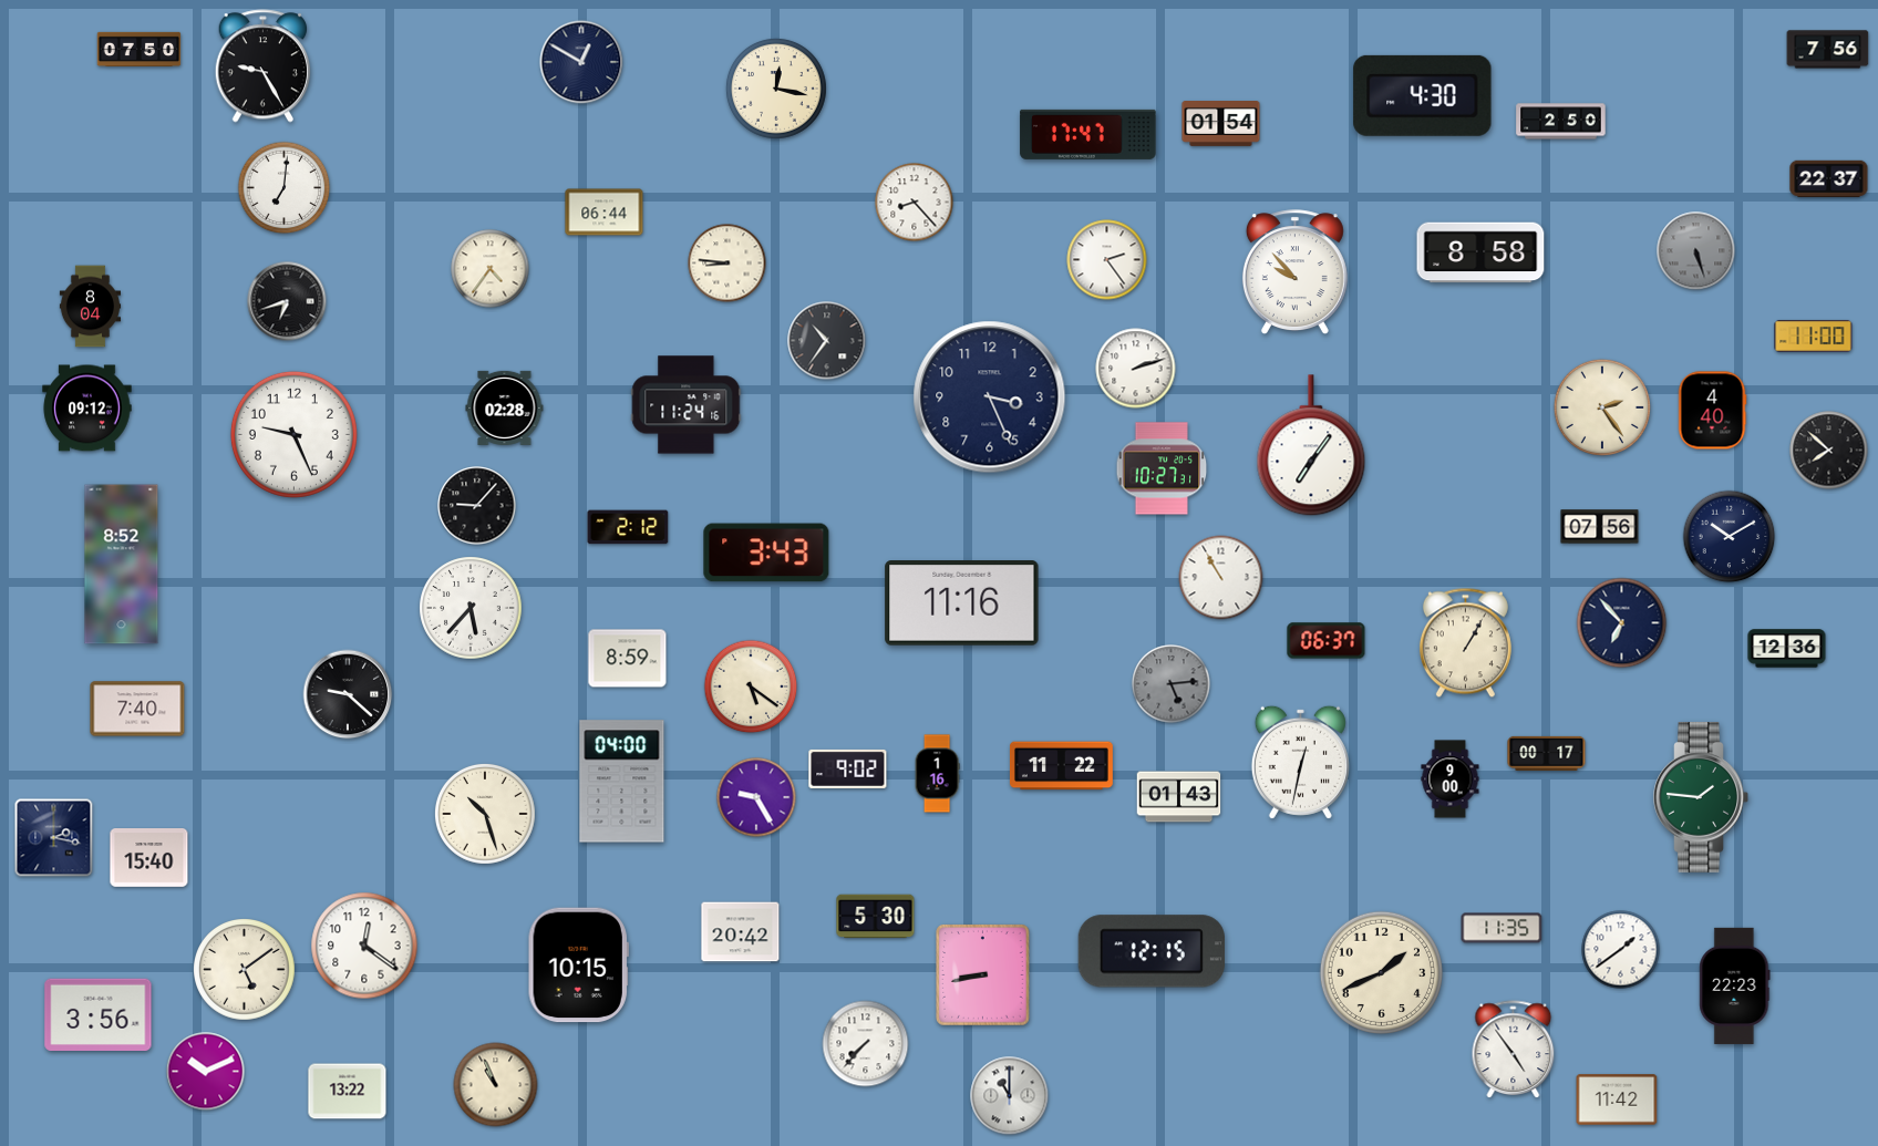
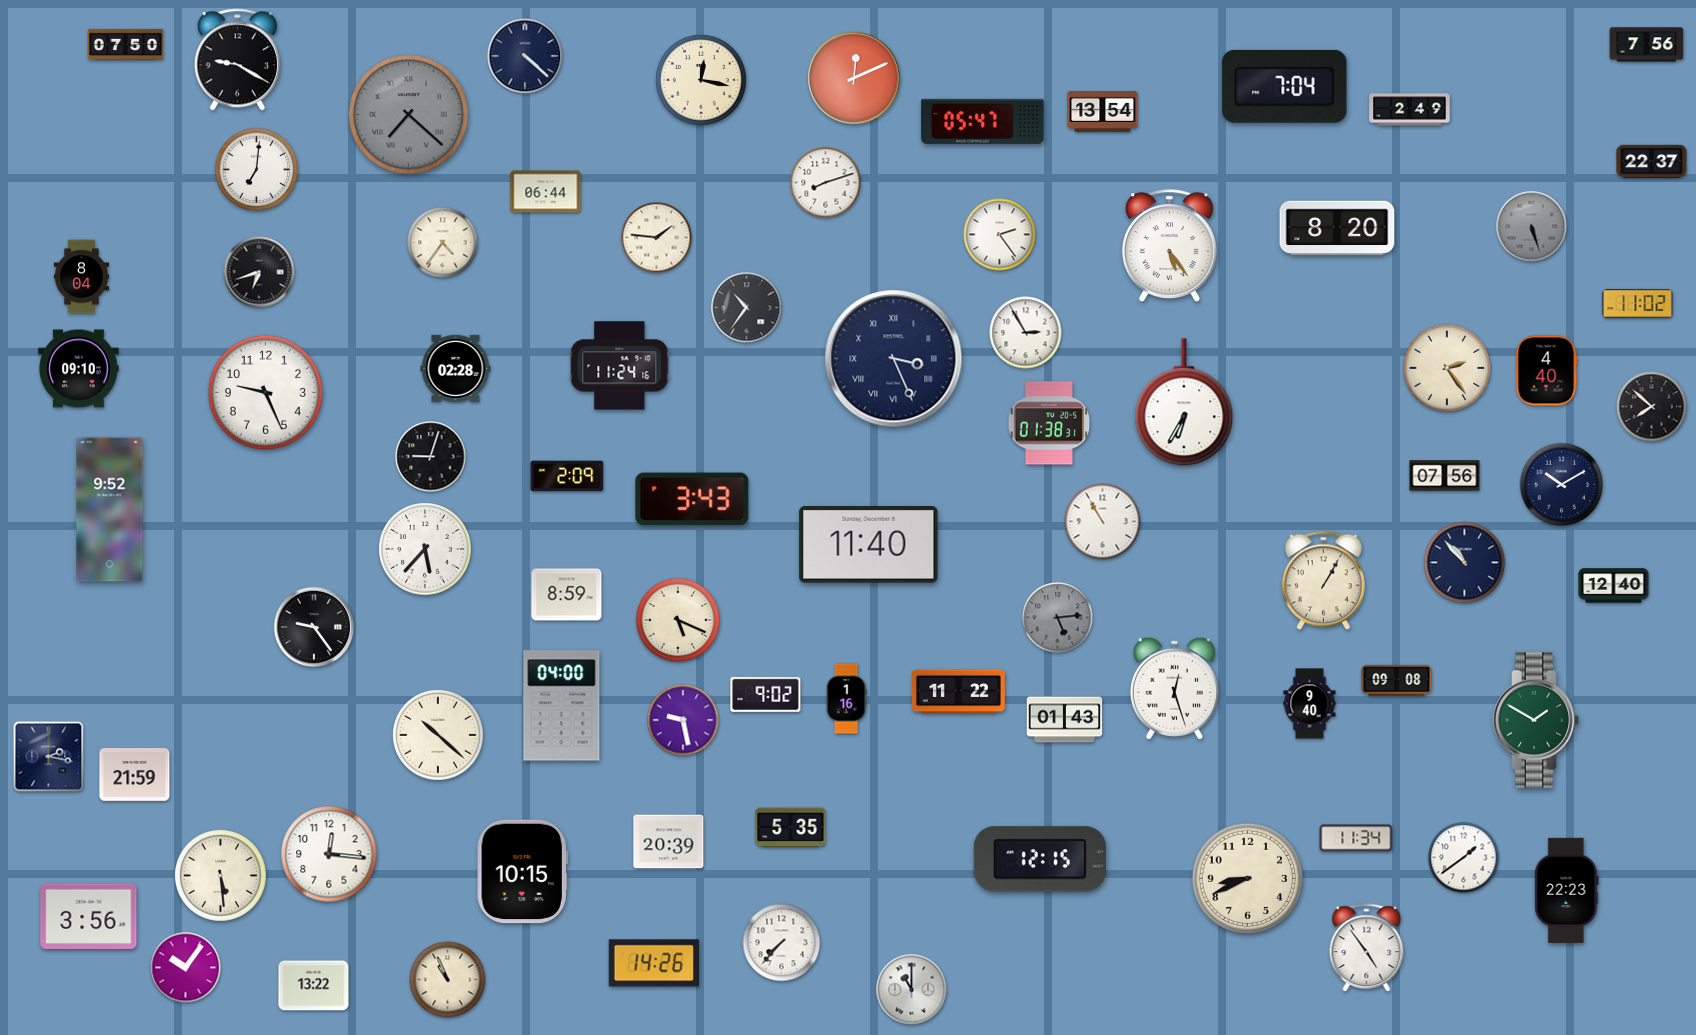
clock at (1828, 50) position: (1828, 50) -> (1647, 45)
clock at (581, 62): 12:50 -> 4:22
clock at (264, 66): 9:25 -> 9:20
clock at (855, 79): none -> 12:11
clock at (1423, 95): 4:30 -> 7:04
clock at (1561, 122): 2:50 -> 2:49
clock at (1221, 124): 01:54 -> 13:54
clock at (409, 115): none -> 7:22
clock at (1088, 134): 17:47 -> 05:47
clock at (915, 203): 8:23 -> 8:12
clock at (1480, 252): 8:58 -> 8:20
clock at (728, 264): 8:46 -> 1:46
clock at (1294, 271): 9:53 -> 5:24
clock at (1814, 335): 11:00 -> 11:02
clock at (1136, 369): 2:12 -> 2:55
clock at (990, 398) numerals: Arabic -> Roman
clock at (87, 409): 09:12 -> 09:10
clock at (1311, 446): 7:06 -> 6:35
clock at (1162, 468): 10:27 -> 01:38
clock at (477, 506): 9:07 -> 9:03
clock at (628, 527): 2:12 -> 2:09
clock at (122, 565): 8:52 -> 9:52
clock at (962, 603): 11:16 -> 11:40
clock at (1622, 623): 6:53 -> 10:53
clock at (1327, 641): 06:37 -> none
clock at (1787, 649): 12:36 -> 12:40
clock at (751, 686): 5:21 -> 5:19
clock at (348, 694): 9:22 -> 9:24
clock at (137, 709): 7:40 -> none
clock at (1547, 753): 00:17 -> 09:08
clock at (1300, 762): 12:32 -> 12:27
clock at (1451, 780): 9:00 -> 9:40
clock at (756, 797): 9:25 -> 9:28
clock at (1701, 797): 1:46 -> 1:50
clock at (485, 814): 10:27 -> 10:22
clock at (149, 858): 15:40 -> 21:59
clock at (876, 917): 5:30 -> 5:35
clock at (1502, 928): 11:35 -> 11:34
clock at (741, 932): 20:42 -> 20:39
clock at (364, 946): 12:21 -> 12:16
clock at (245, 970): 5:09 -> 5:29
clock at (1381, 972): 1:41 -> 8:41
clock at (983, 975): 8:43 -> none
clock at (654, 963): none -> 14:26
clock at (206, 1072): 10:11 -> 10:06
clock at (1617, 1099): 11:42 -> none
